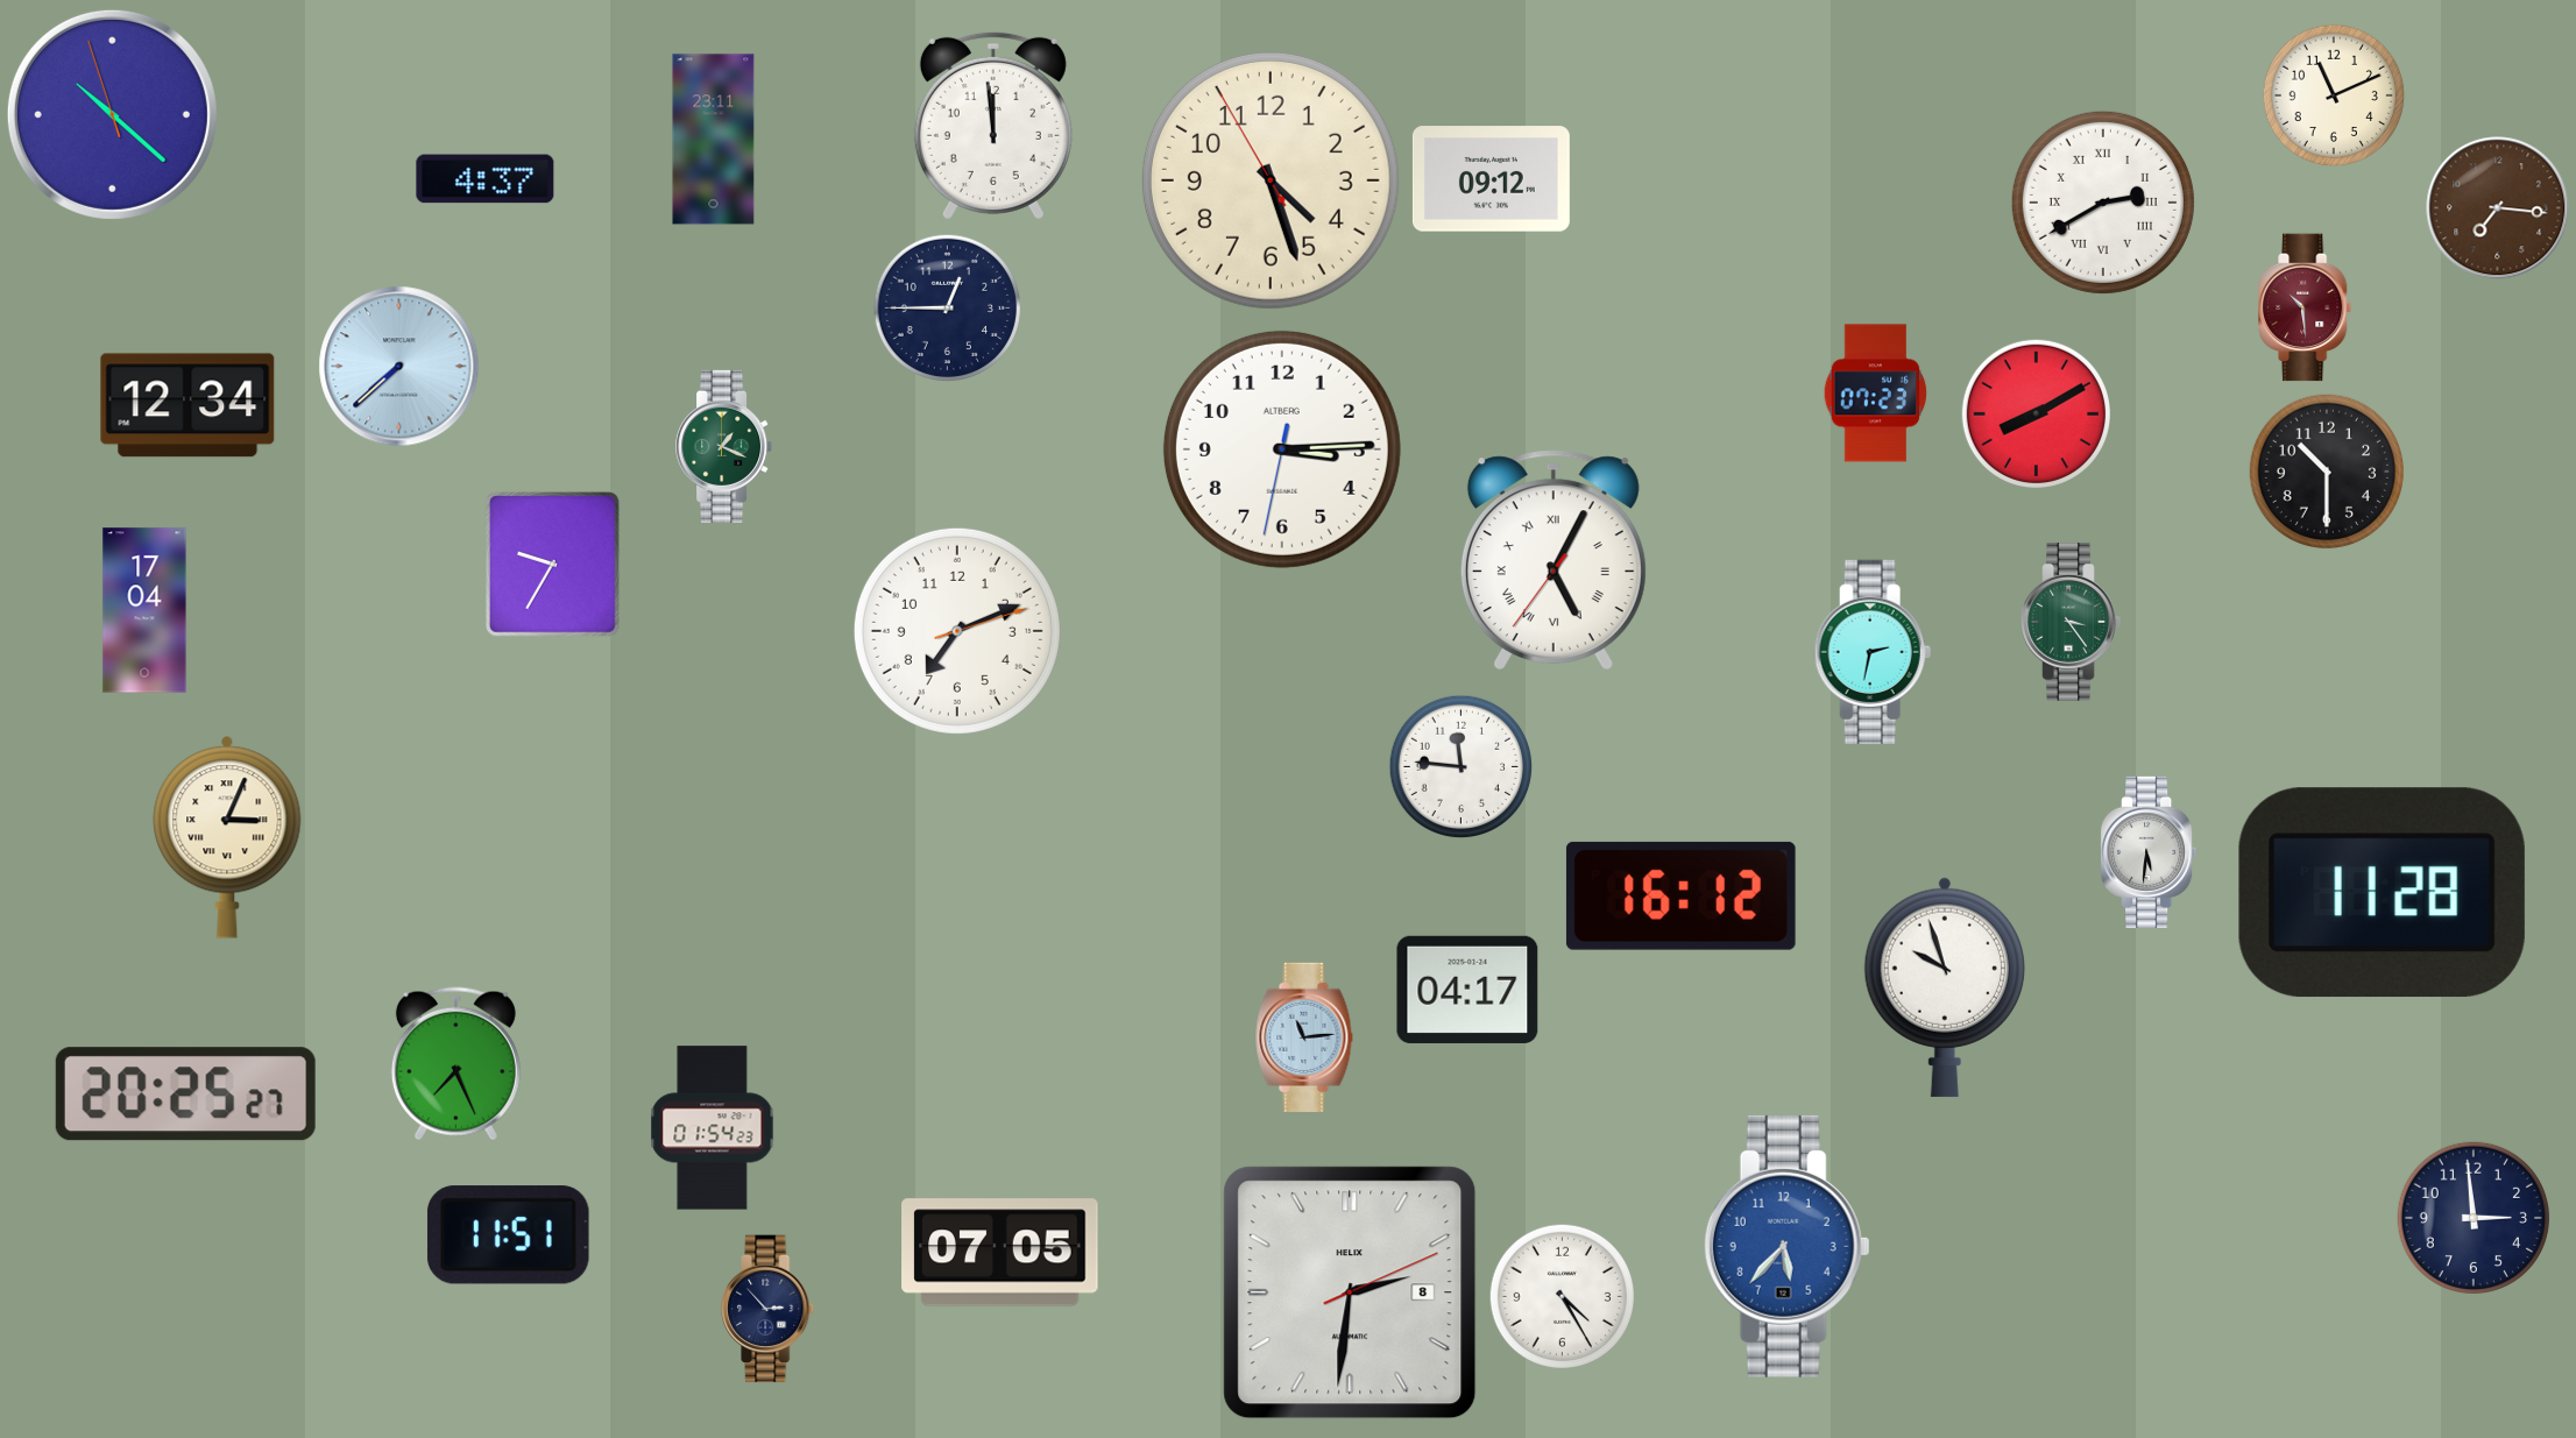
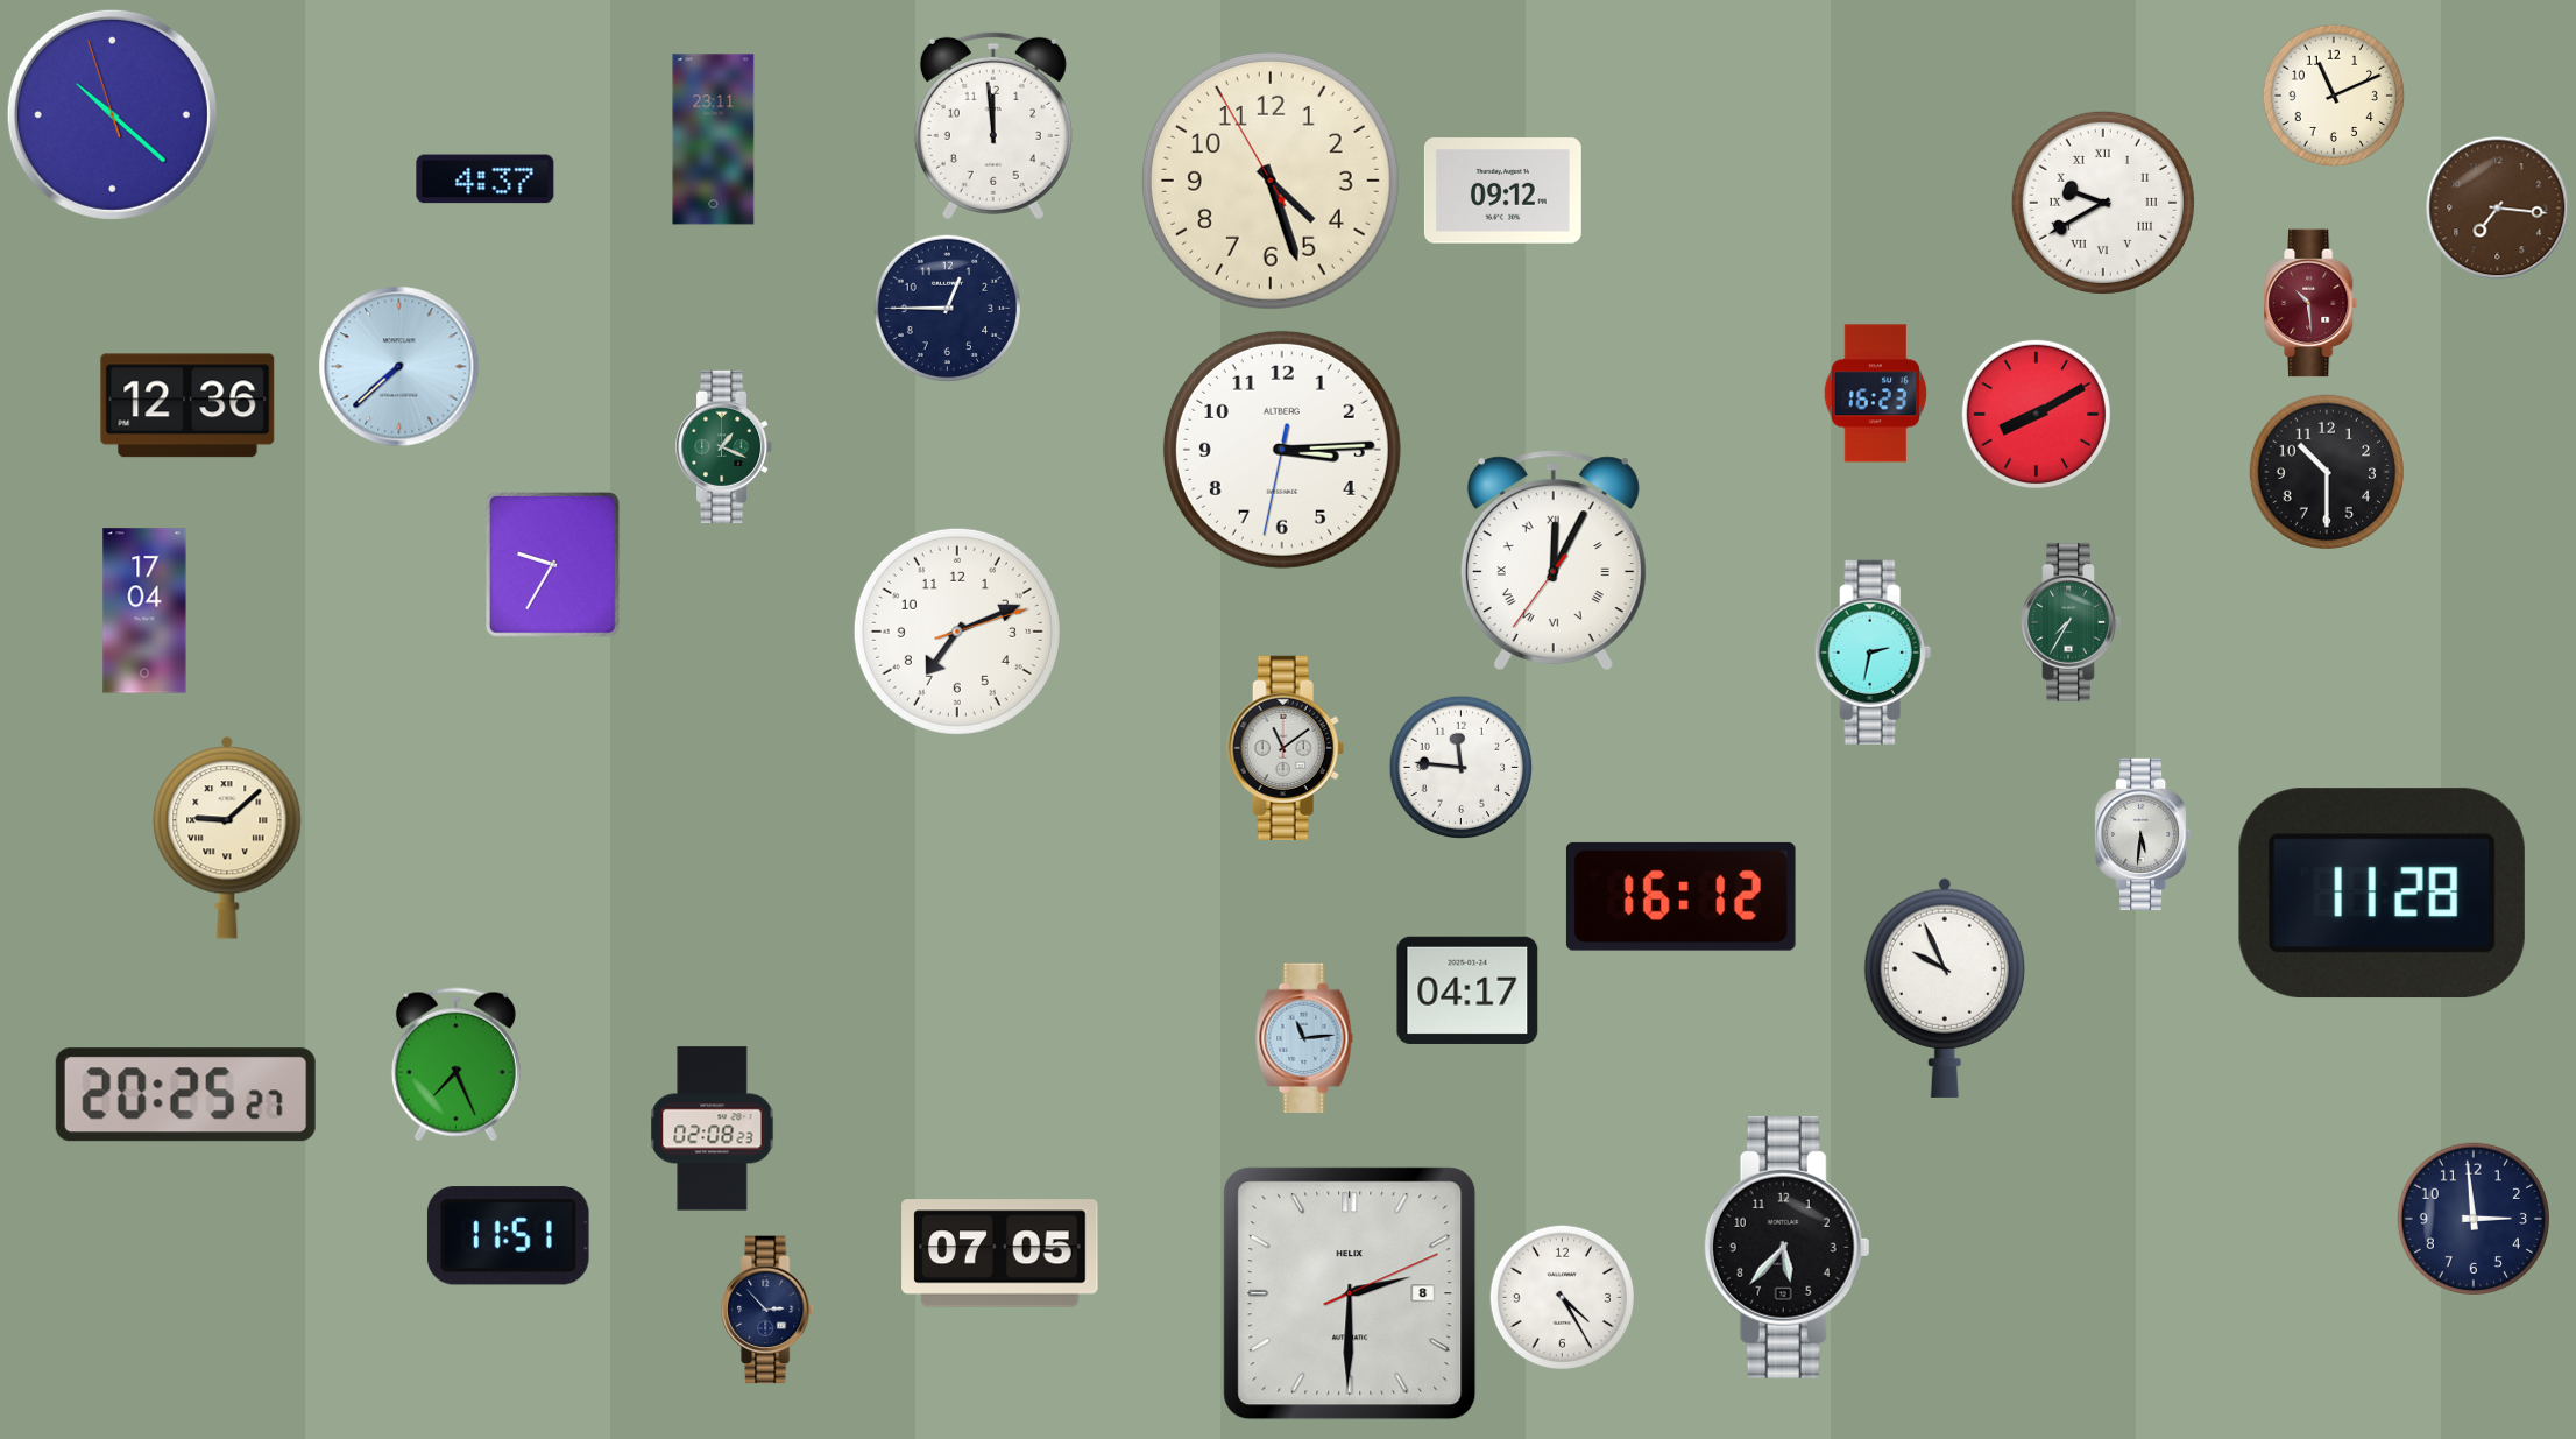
clock at (1491, 179) position: (1491, 179) -> (1502, 191)
clock at (2103, 203): 2:40 -> 9:40
clock at (2306, 307) position: (2306, 307) -> (2312, 303)
clock at (1876, 394): 07:23 -> 16:23
clock at (187, 405): 12:34 -> 12:36
clock at (1554, 560): 5:04 -> 12:04
clock at (2071, 622): 3:24 -> 7:35
clock at (1286, 748): none -> 11:09
clock at (227, 837): 3:04 -> 9:08
clock at (2149, 852) position: (2149, 852) -> (2143, 834)
clock at (1945, 987): 9:57 -> 9:56
clock at (713, 1128): 01:54 -> 02:08
clock at (1786, 1246) dial: blue -> black
clock at (1350, 1292): 2:31 -> 2:30
